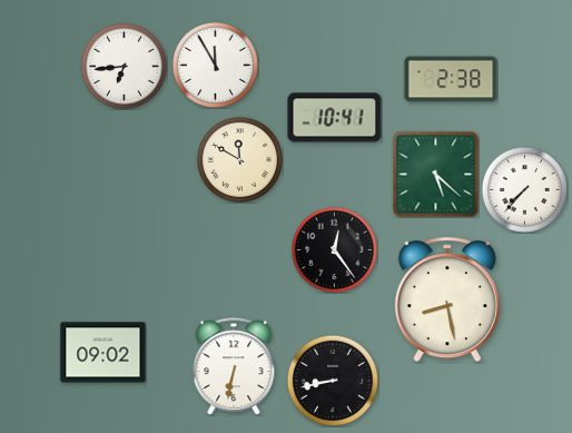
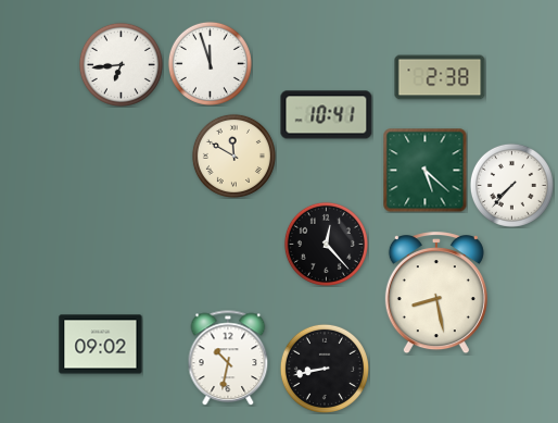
clock at (215, 65): 11:55 -> 11:57
clock at (334, 249): 12:24 -> 12:23
clock at (234, 366): 6:32 -> 10:32
clock at (333, 381) position: (333, 381) -> (325, 369)
